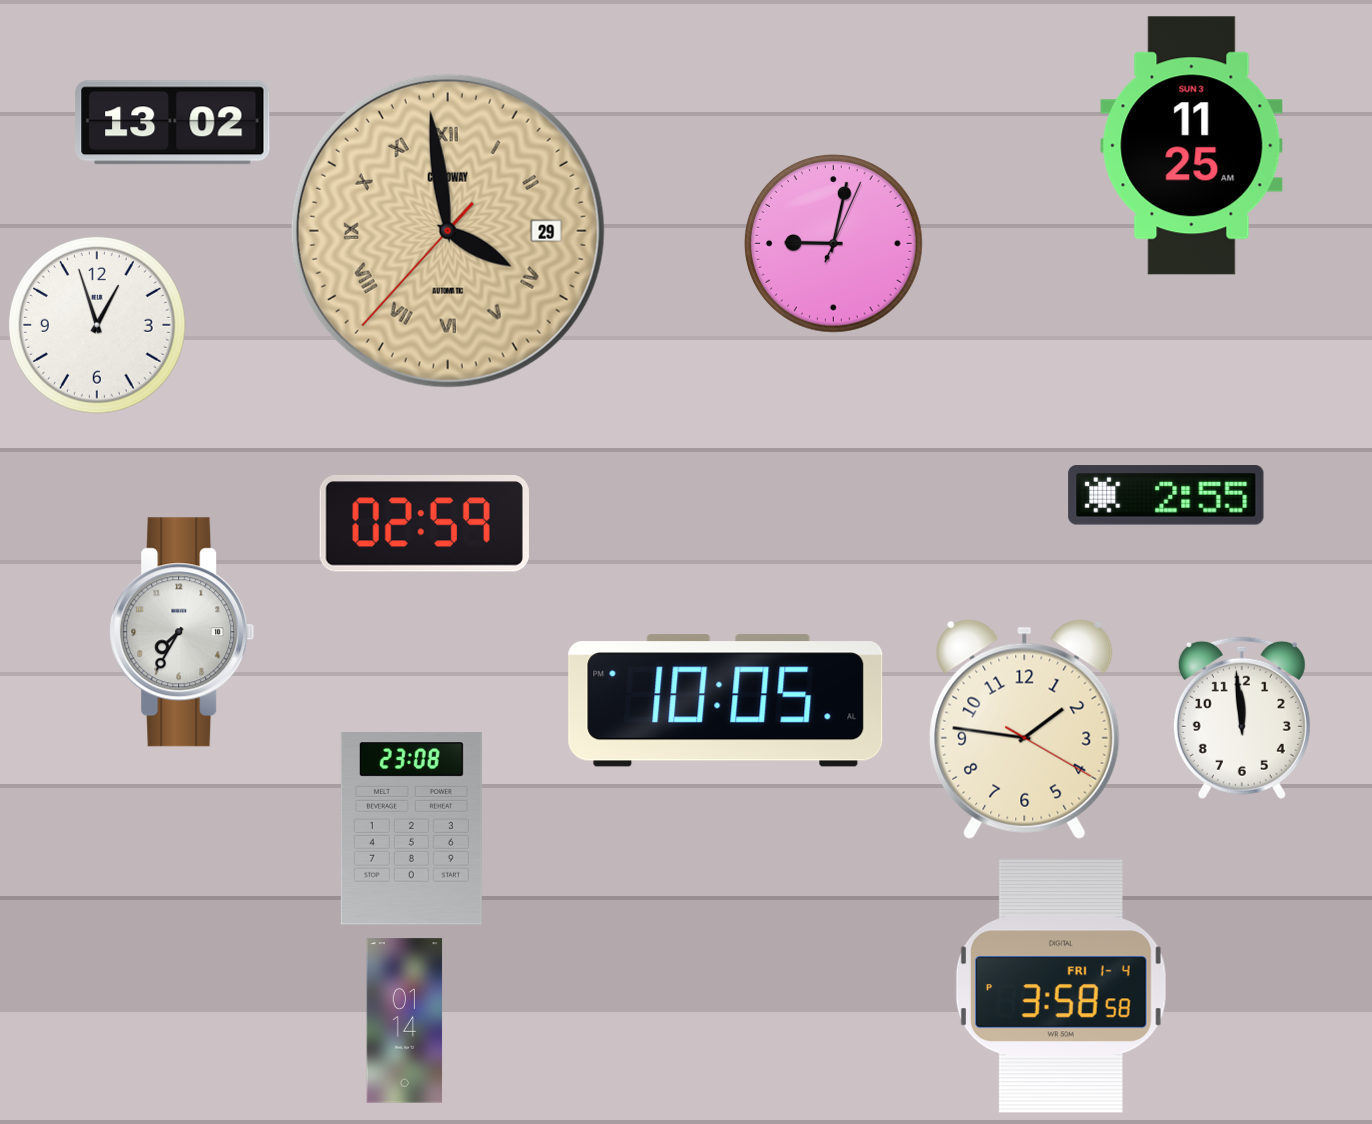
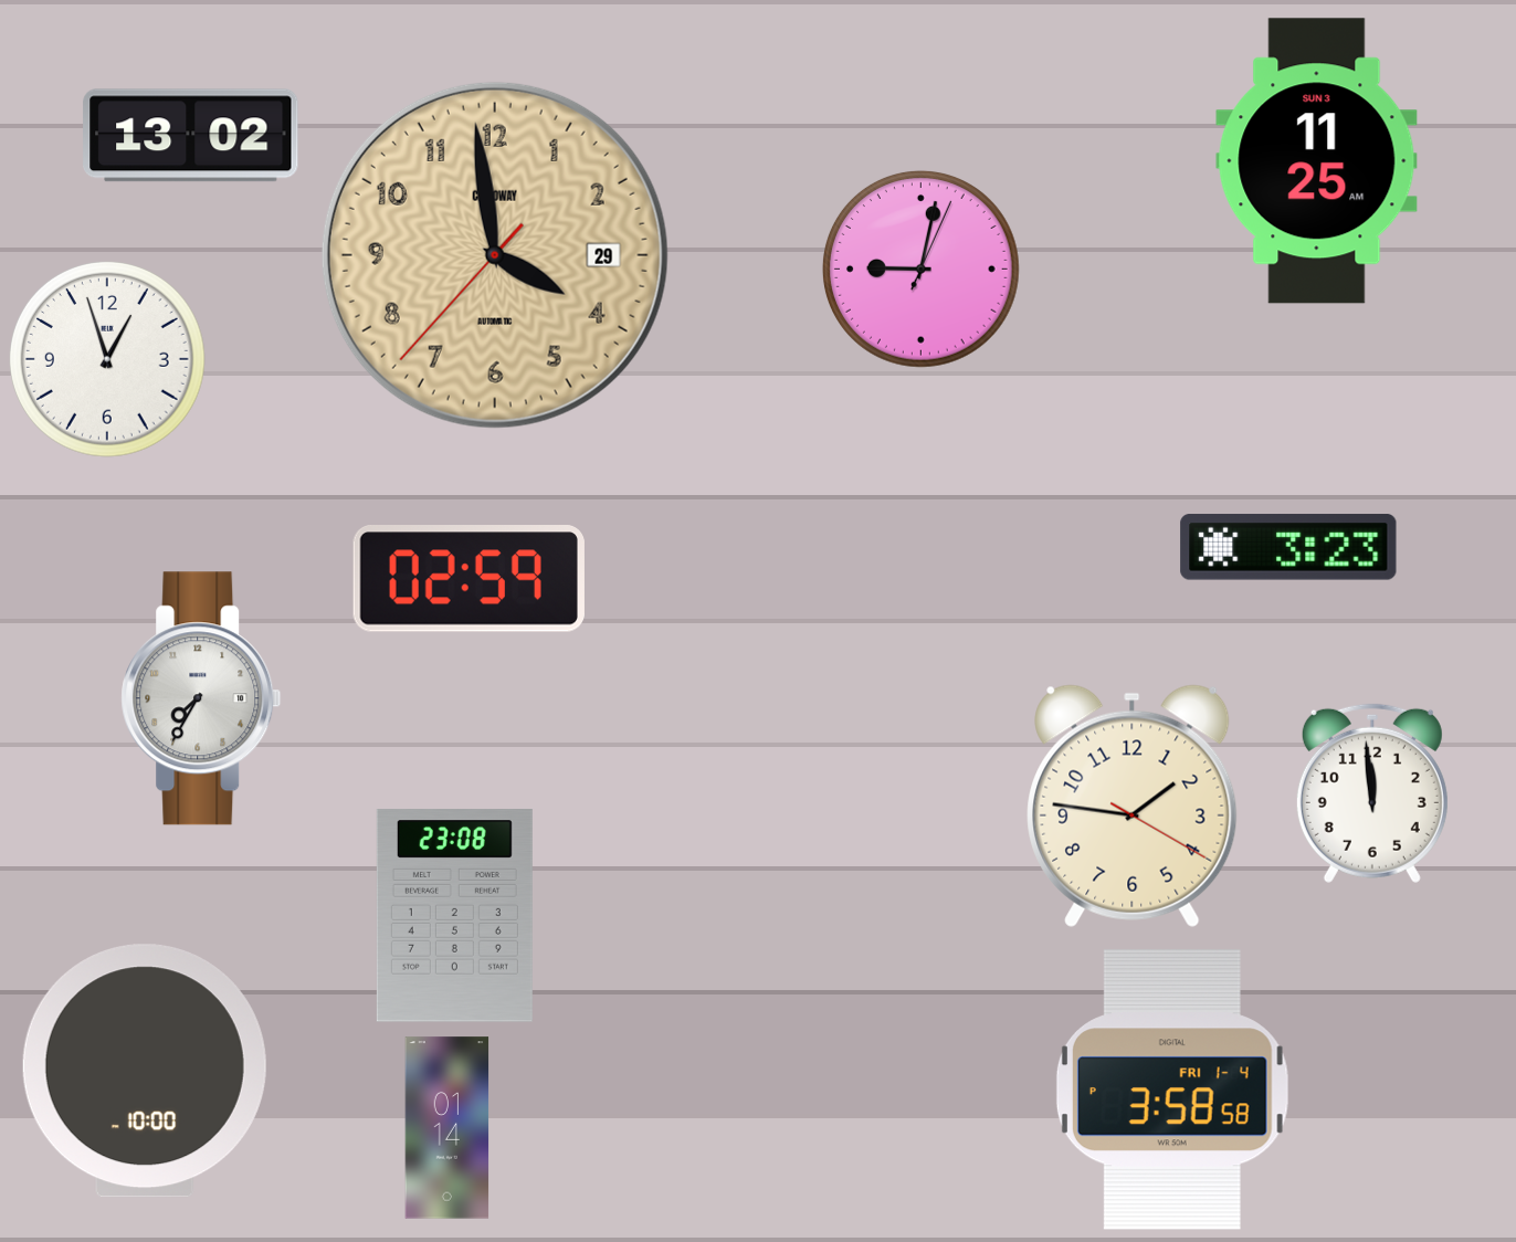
clock at (448, 231) numerals: Roman -> Arabic
clock at (1166, 495): 2:55 -> 3:23
clock at (726, 701): 10:05 -> none
clock at (145, 1071): none -> 10:00
